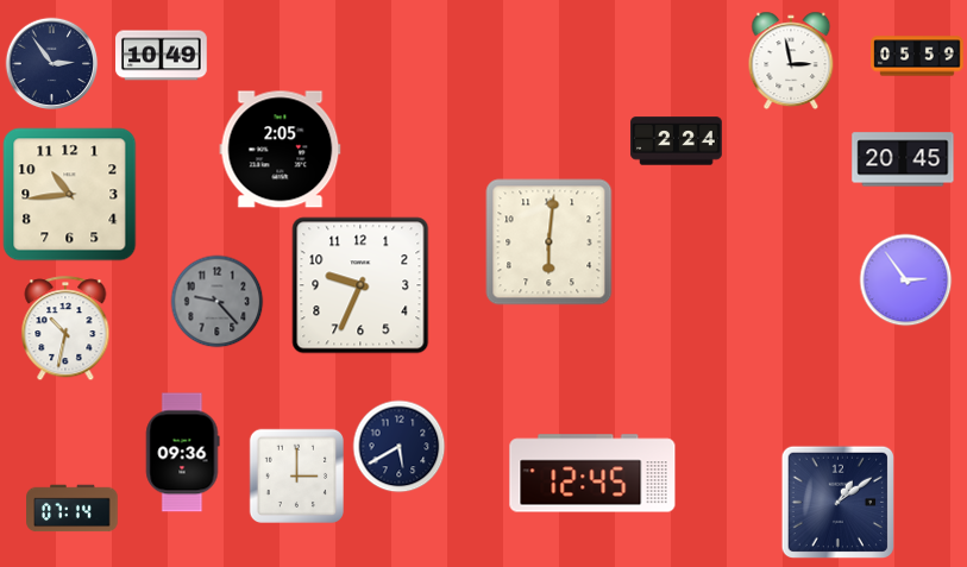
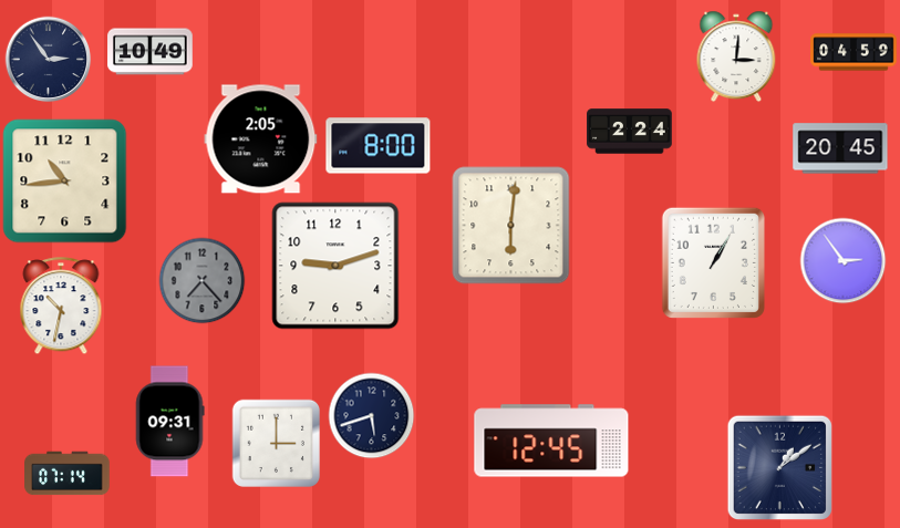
clock at (917, 56): 05:59 -> 04:59
clock at (791, 61): 2:58 -> 3:01
clock at (379, 146): none -> 8:00
clock at (713, 262): none -> 1:05
clock at (360, 285): 9:34 -> 9:12
clock at (216, 301): 9:23 -> 7:23
clock at (398, 446): 5:40 -> 5:42
clock at (182, 453): 09:36 -> 09:31
